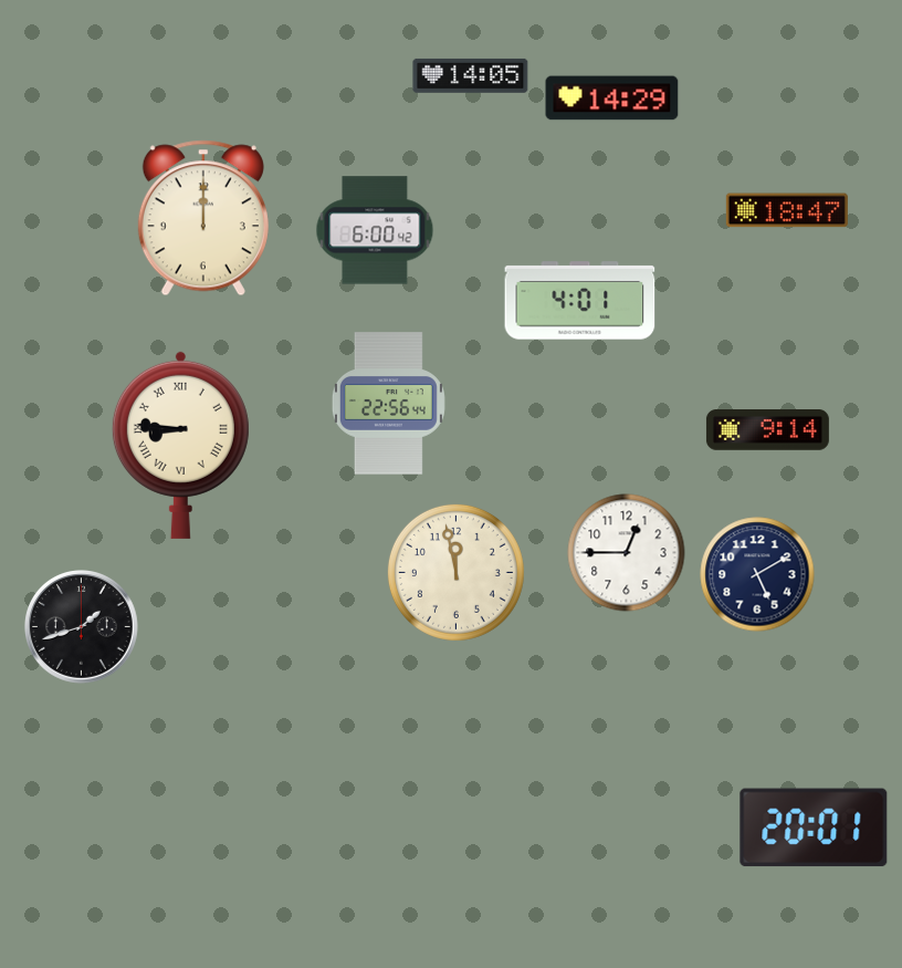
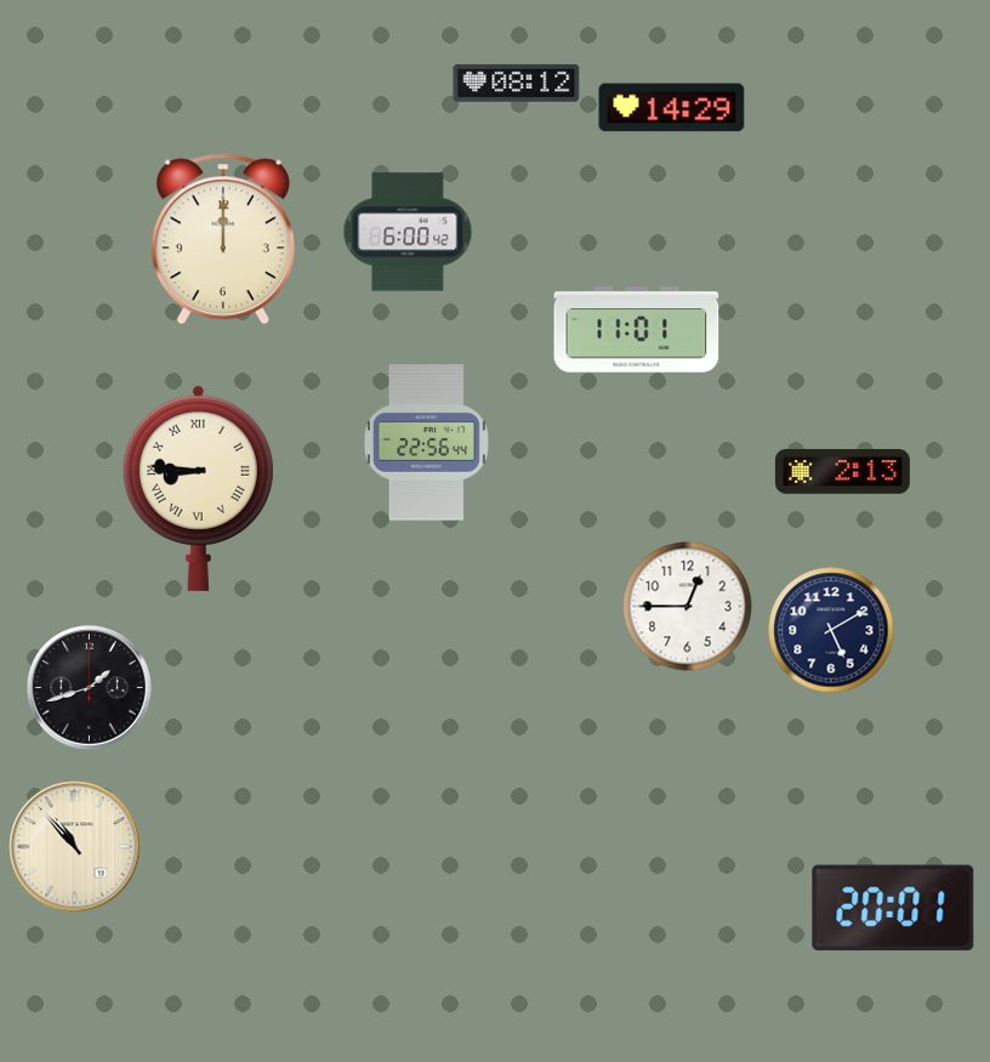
clock at (471, 75): 14:05 -> 08:12
clock at (787, 210): 18:47 -> none
clock at (375, 230) position: (375, 230) -> (408, 232)
clock at (580, 301): 4:01 -> 11:01
clock at (767, 430): 9:14 -> 2:13
clock at (455, 572): 11:58 -> none
clock at (75, 847): none -> 10:53
